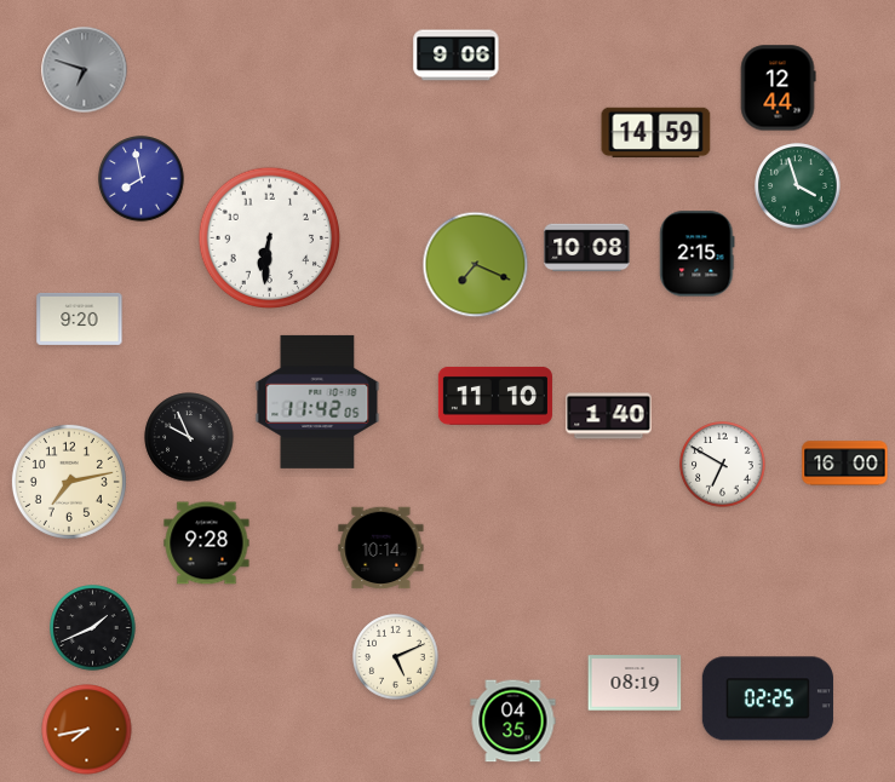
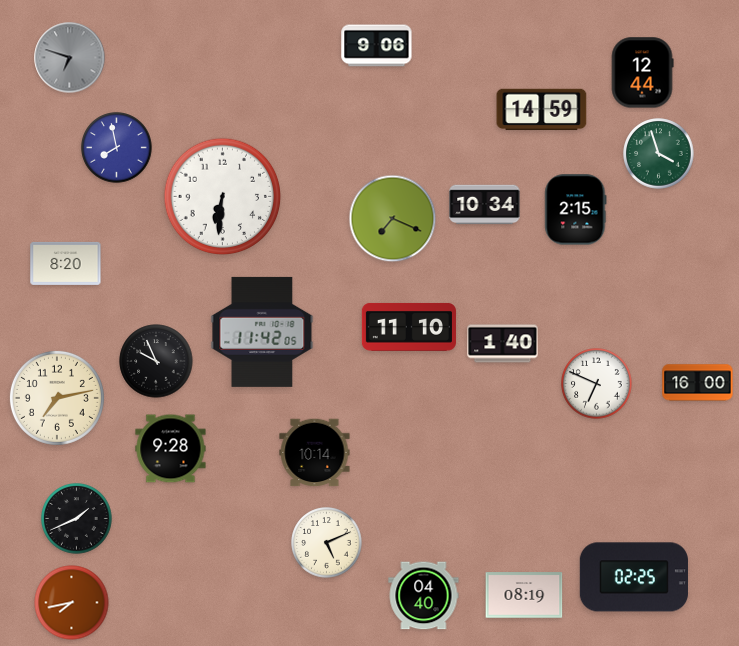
clock at (587, 248): 10:08 -> 10:34
clock at (80, 318): 9:20 -> 8:20
clock at (723, 465): 6:50 -> 6:49
clock at (635, 683) position: (635, 683) -> (524, 595)
clock at (514, 721): 04:35 -> 04:40
